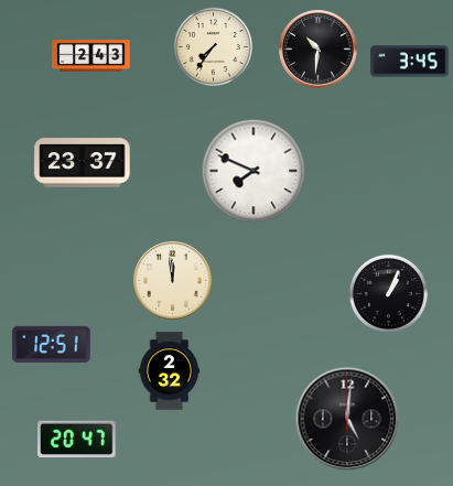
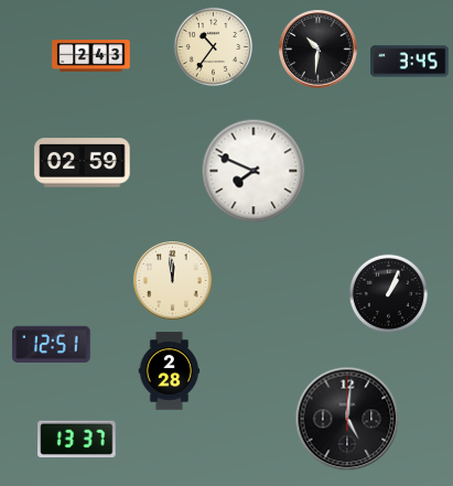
clock at (213, 46): 7:36 -> 10:36
clock at (83, 163): 23:37 -> 02:59
clock at (170, 371): 2:32 -> 2:28
clock at (77, 439): 20:47 -> 13:37
